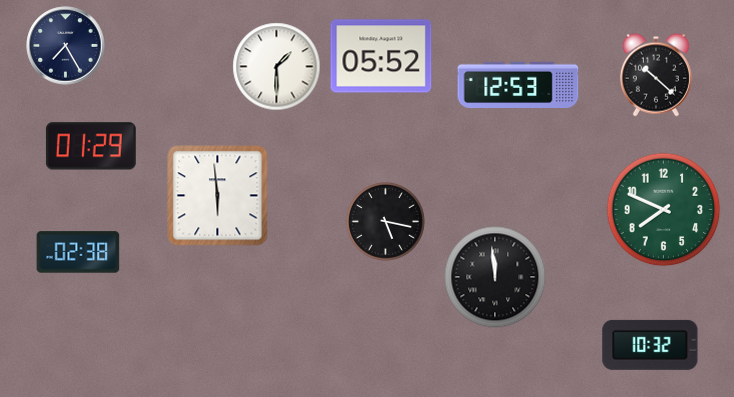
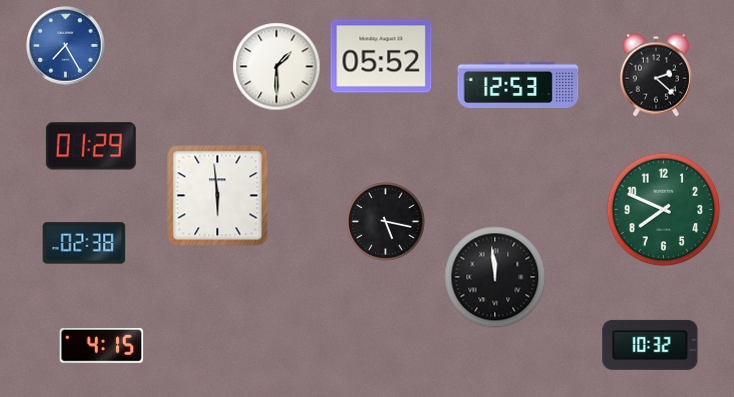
clock at (66, 46) dial: navy -> blue
clock at (656, 75): 10:22 -> 2:22
clock at (78, 252) position: (78, 252) -> (84, 243)
clock at (102, 346): none -> 4:15
